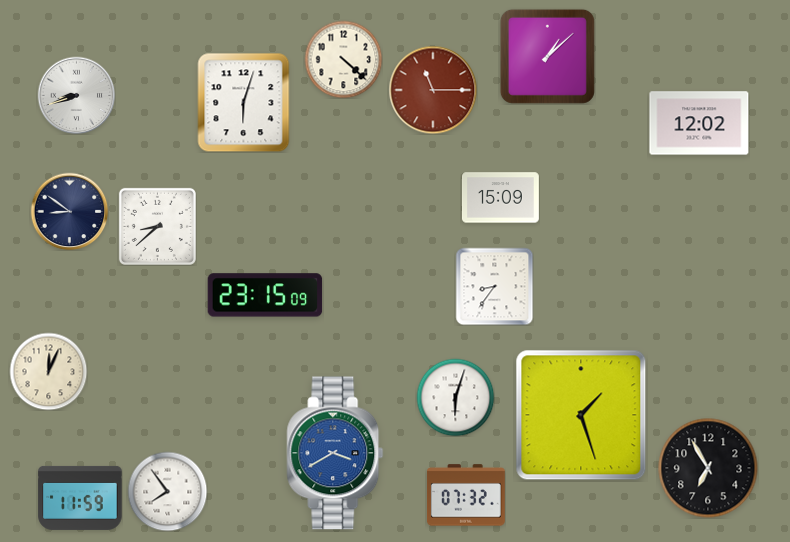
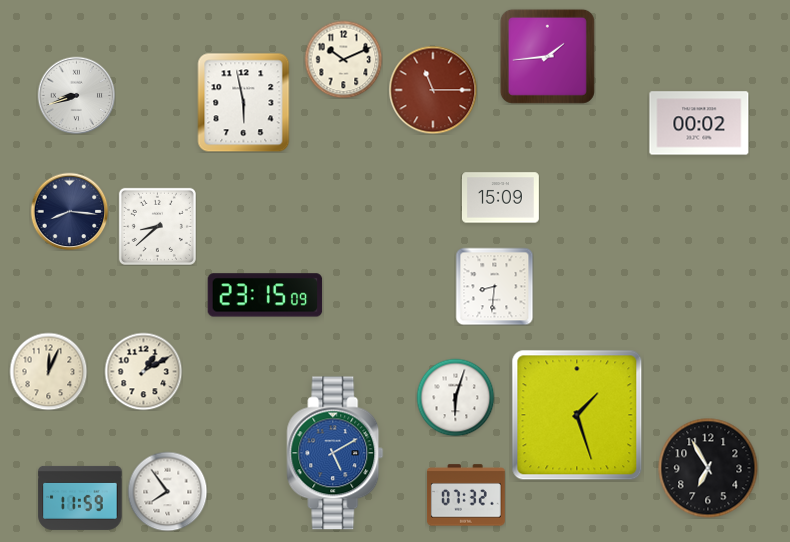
clock at (547, 56): 1:08 -> 1:44
clock at (343, 59): 4:22 -> 10:11
clock at (244, 103): 6:03 -> 5:58
clock at (699, 123): 12:02 -> 00:02
clock at (69, 211): 8:51 -> 8:16
clock at (494, 286): 8:36 -> 8:31
clock at (143, 371): none -> 1:10
clock at (581, 415) position: (581, 415) -> (577, 415)
clock at (335, 453): 3:40 -> 5:10
